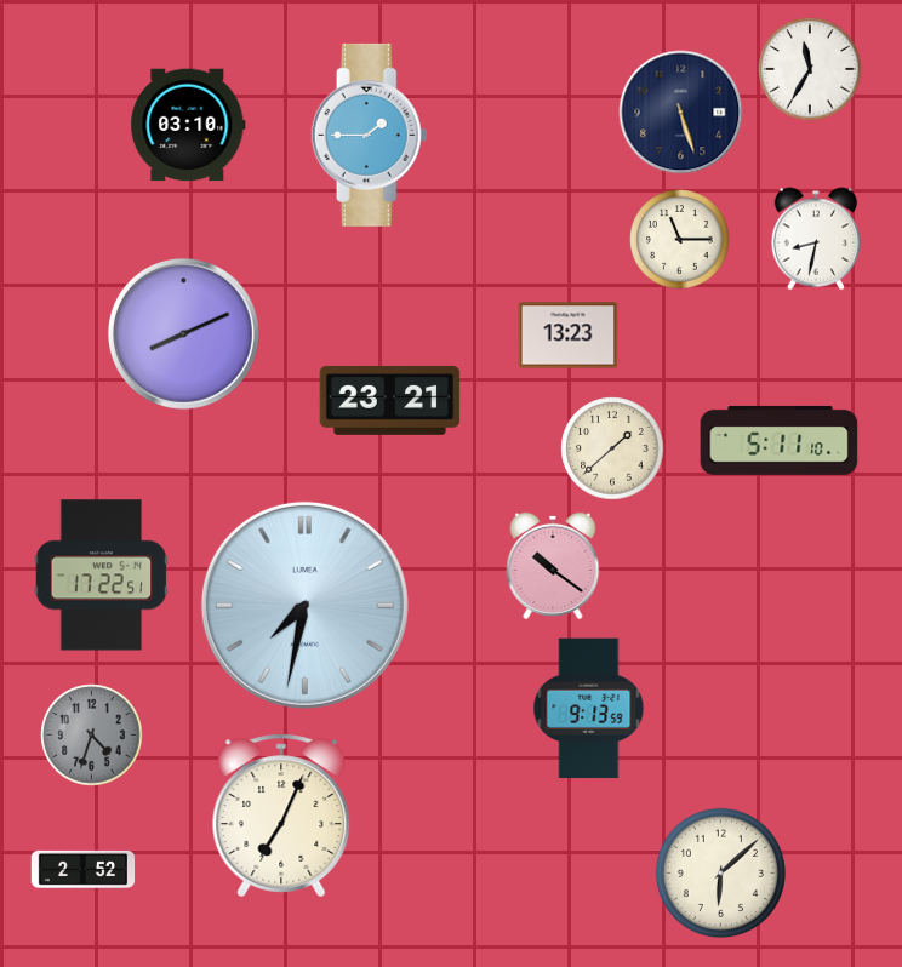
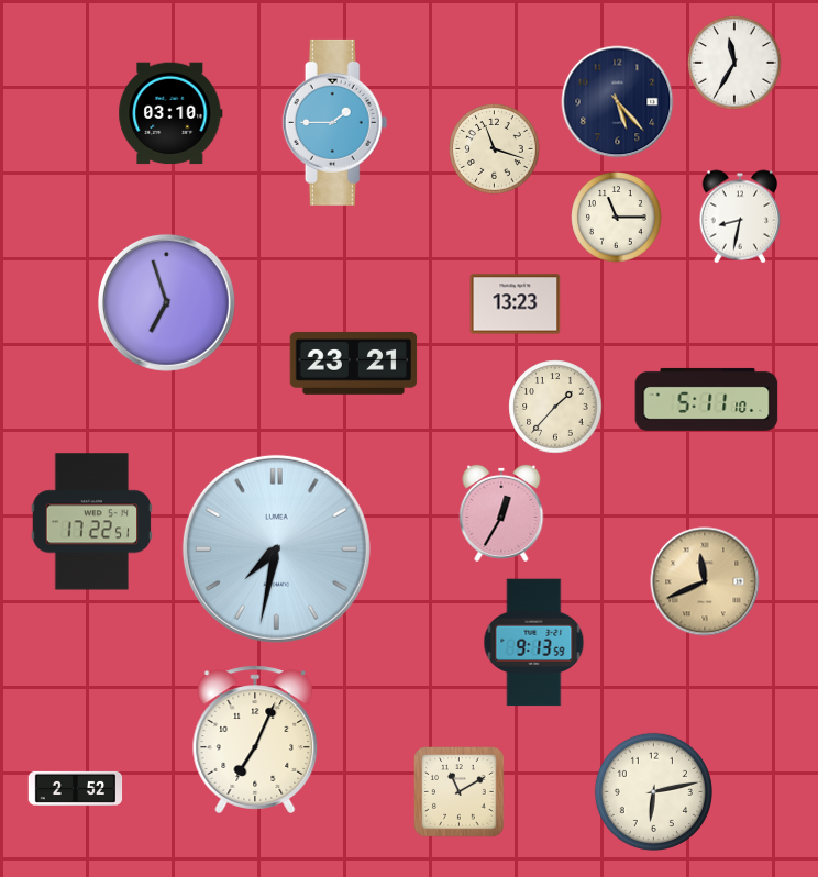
clock at (681, 113): 5:27 -> 5:23
clock at (495, 149): none -> 11:18
clock at (183, 333): 8:11 -> 6:57
clock at (612, 448): 1:38 -> 1:37
clock at (553, 566): 10:21 -> 12:35
clock at (705, 581): none -> 11:41
clock at (92, 736): 4:33 -> none
clock at (720, 872): 6:08 -> 6:13
clock at (460, 792): none -> 11:10
